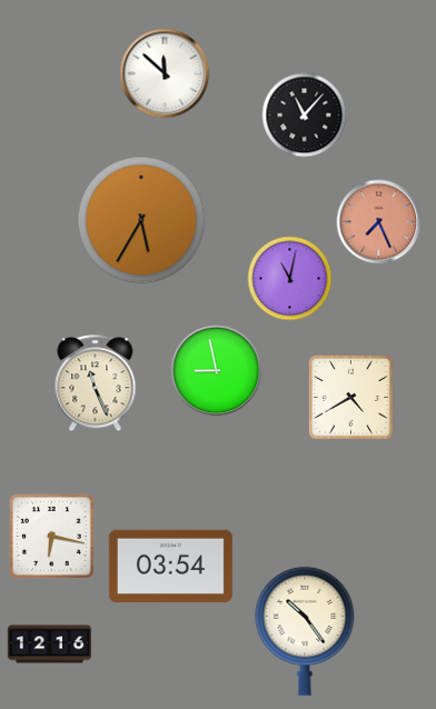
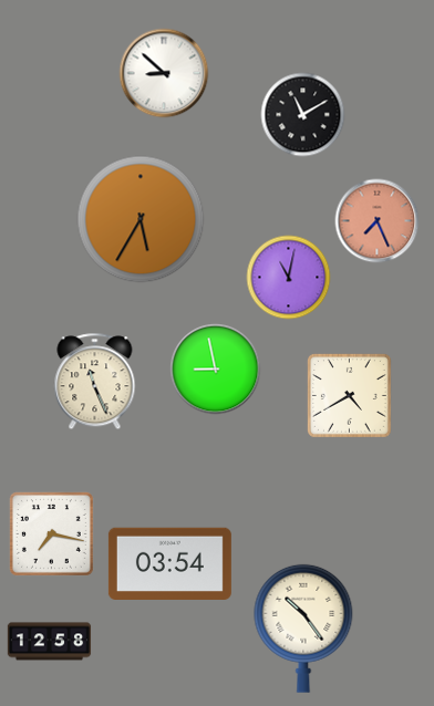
clock at (165, 73): 11:52 -> 8:52
clock at (305, 116): 11:07 -> 11:10
clock at (51, 536): 6:17 -> 7:17
clock at (50, 645): 12:16 -> 12:58
